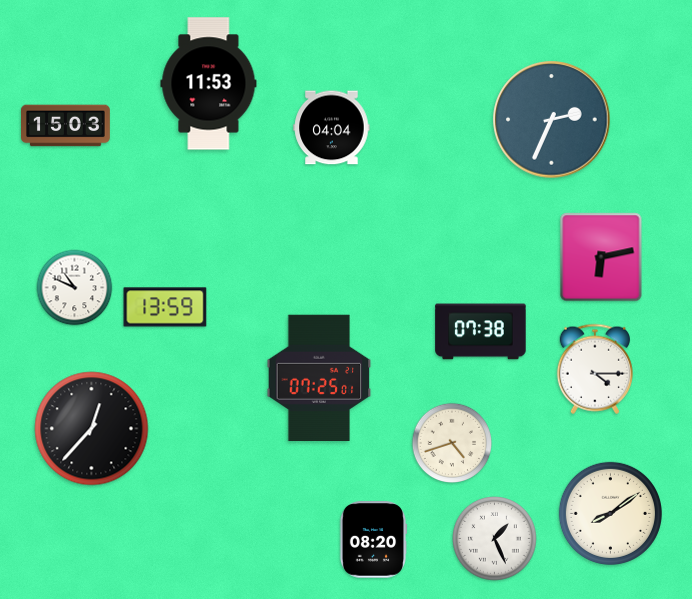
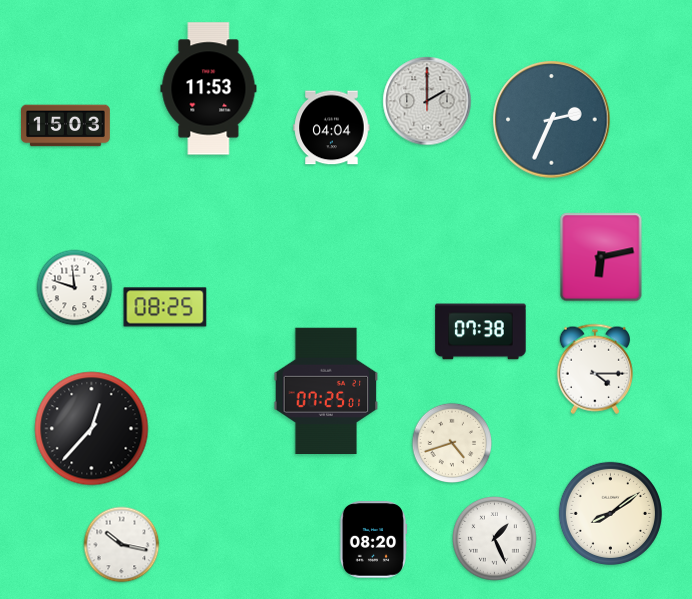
clock at (209, 84) position: (209, 84) -> (209, 89)
clock at (427, 101): none -> 2:00
clock at (75, 288): 10:49 -> 11:48
clock at (165, 307): 13:59 -> 08:25
clock at (319, 377) position: (319, 377) -> (326, 390)
clock at (122, 545): none -> 10:17
